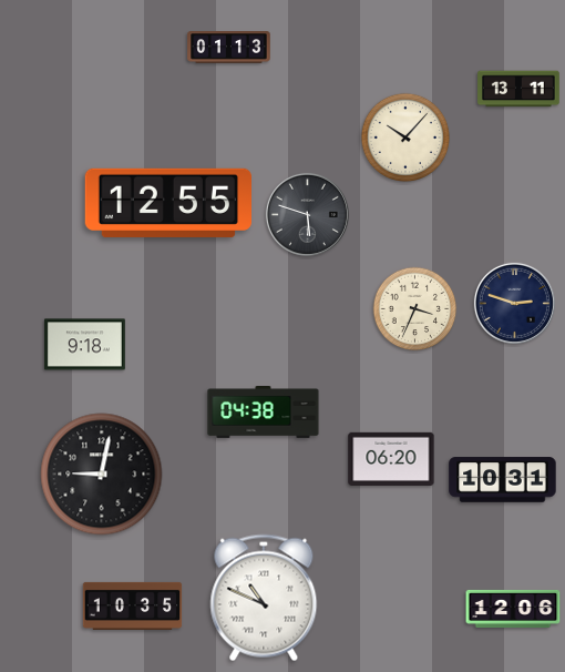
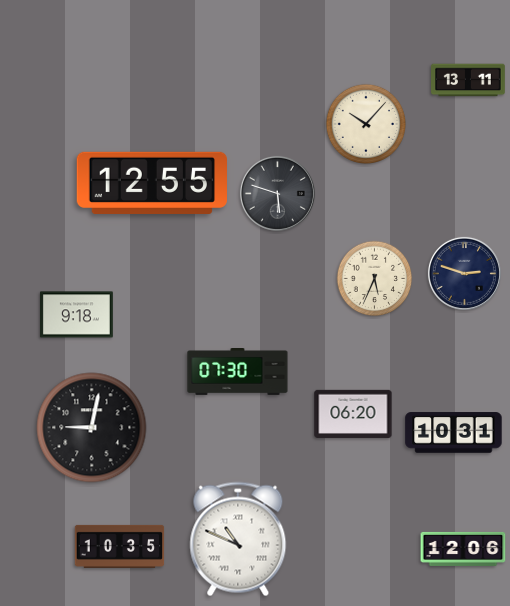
clock at (229, 48): 01:13 -> none
clock at (415, 309): 3:34 -> 5:34
clock at (84, 345) position: (84, 345) -> (76, 315)
clock at (264, 413): 04:38 -> 07:30
